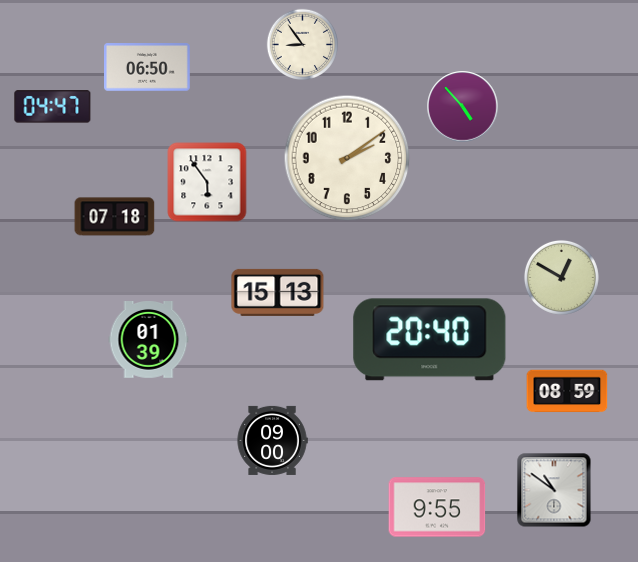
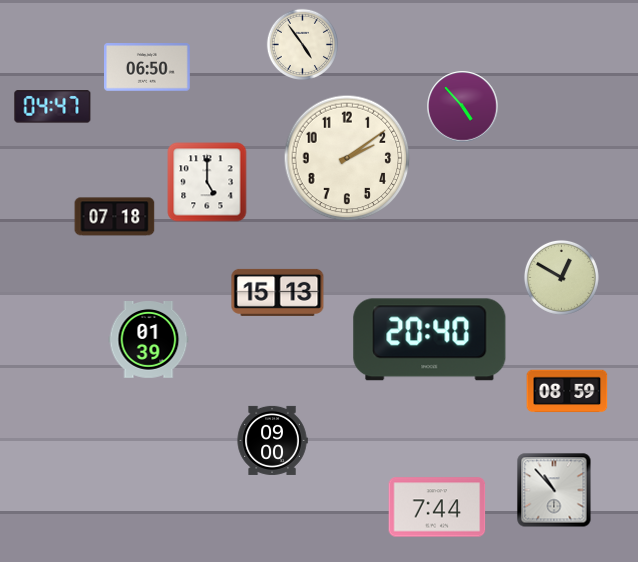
clock at (302, 44): 8:54 -> 4:54
clock at (207, 182): 5:54 -> 5:00
clock at (554, 490): 10:51 -> 10:53
clock at (437, 507): 9:55 -> 7:44
